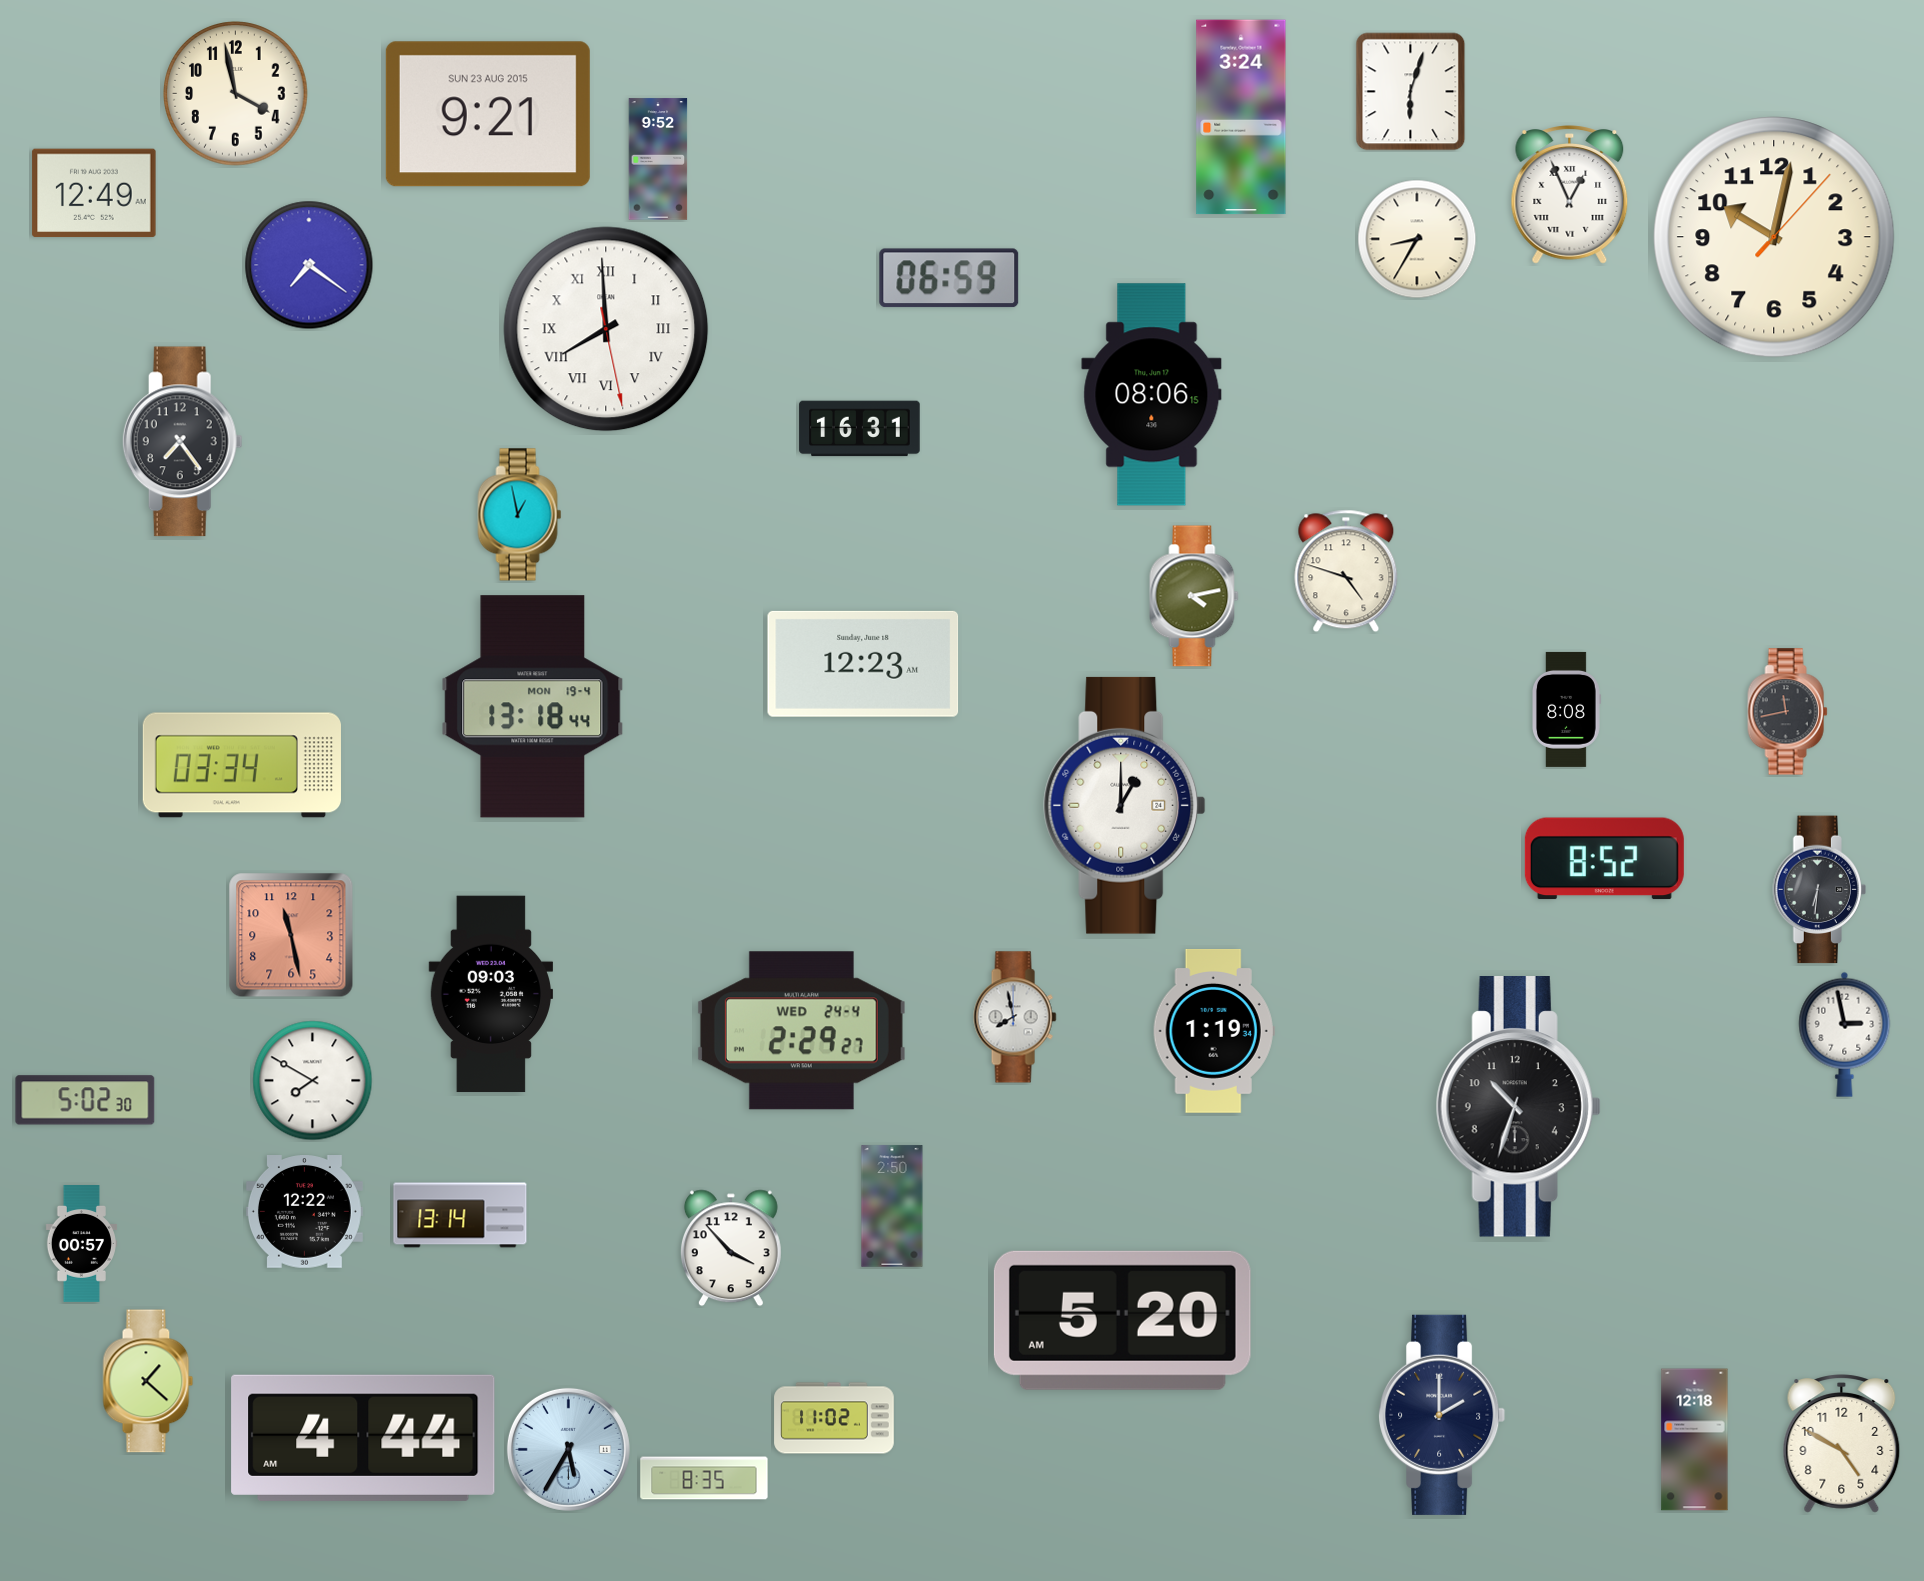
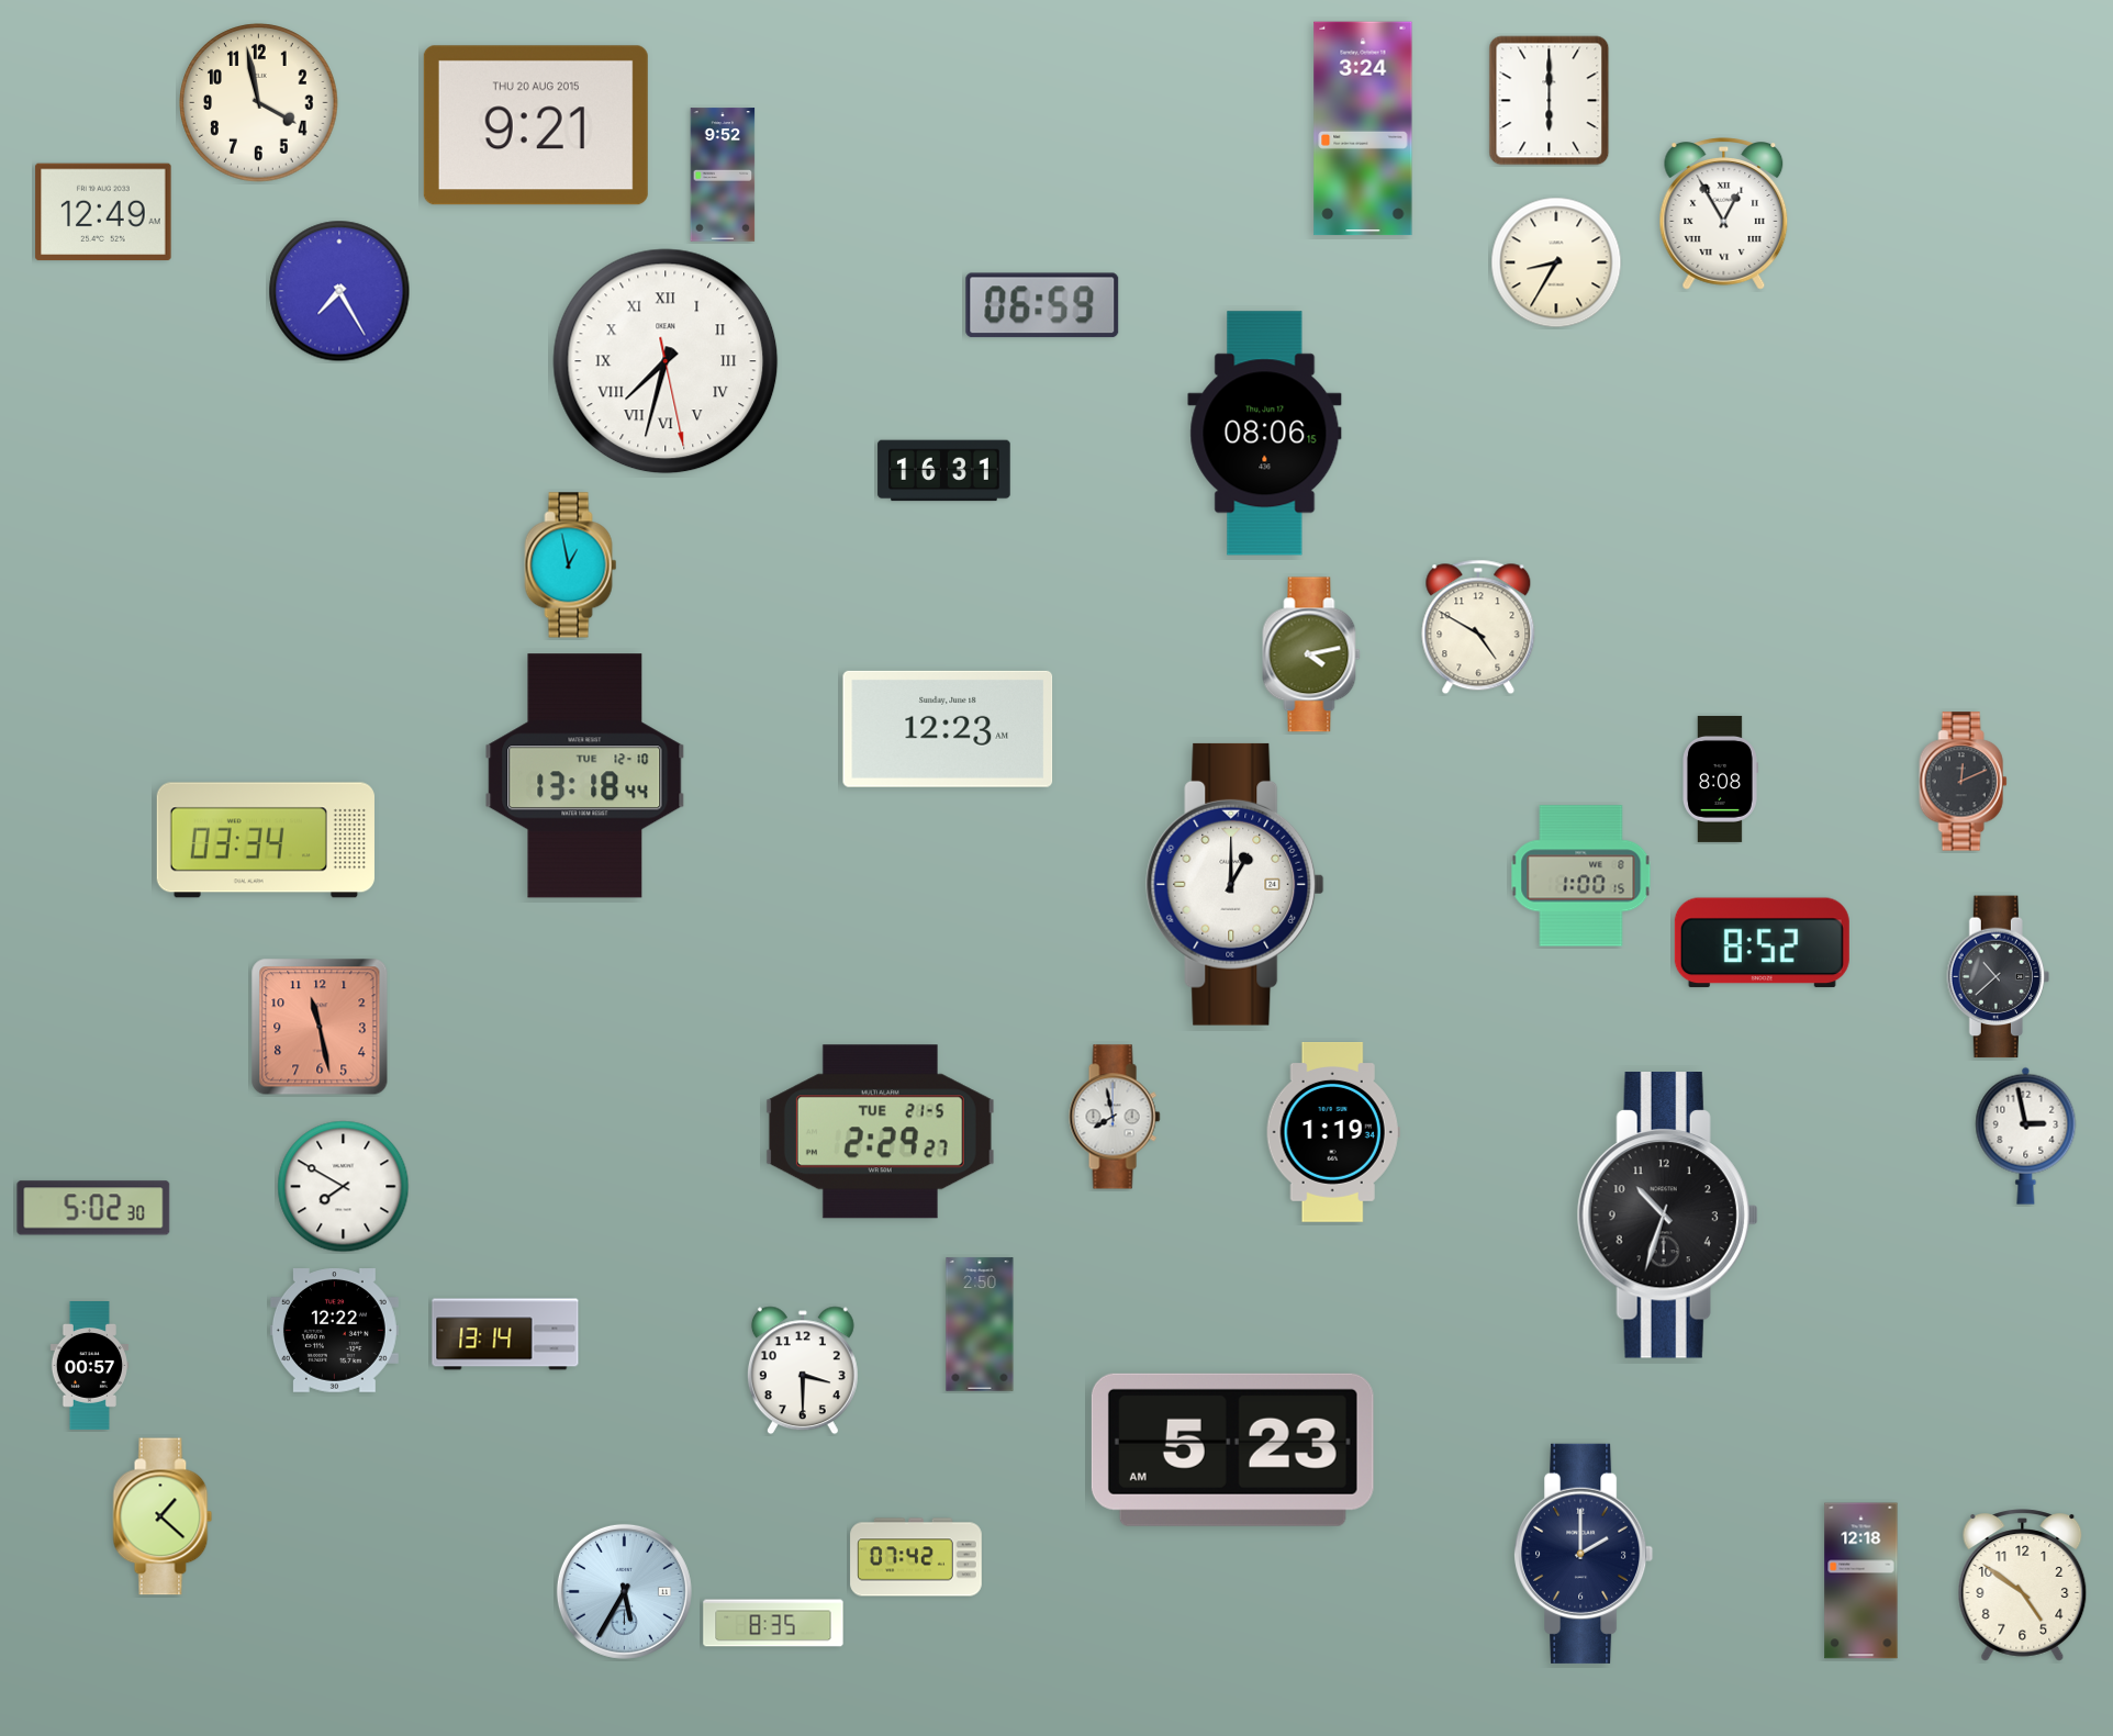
clock at (1411, 92): 6:03 -> 6:00
clock at (488, 114) date: SUN 23 AUG 2015 -> THU 20 AUG 2015
clock at (1570, 195): 12:56 -> 12:55
clock at (1774, 237): 10:02 -> none
clock at (309, 265): 7:21 -> 7:25
clock at (606, 329): 7:59 -> 7:32
clock at (182, 442): 7:24 -> none
clock at (1346, 571): 4:48 -> 4:50
clock at (533, 707) date: MON 19-4 -> TUE 12-10
clock at (1788, 712): 11:43 -> 12:11
clock at (1581, 876): none -> 1:00
clock at (1819, 890): 6:31 -> 10:38
clock at (490, 994): 09:03 -> none
clock at (801, 1031) date: WED 24-4 -> TUE 21-5
clock at (731, 1248): 3:53 -> 3:30
clock at (1122, 1320): 5:20 -> 5:23
clock at (834, 1418): 11:02 -> 07:42
clock at (363, 1438): 4:44 -> none
clock at (1842, 1444): 4:50 -> 4:51
